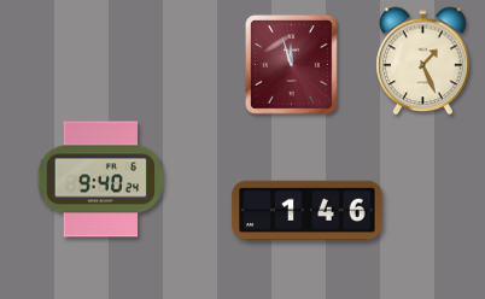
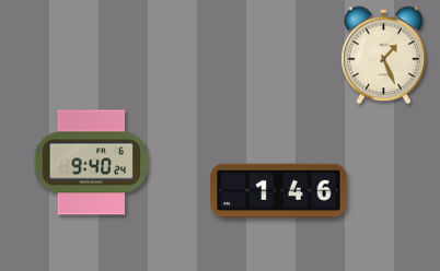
clock at (292, 65): 11:57 -> none
